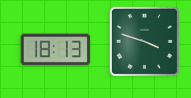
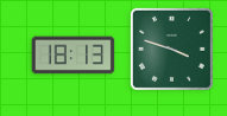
clock at (56, 50) position: (56, 50) -> (74, 56)
